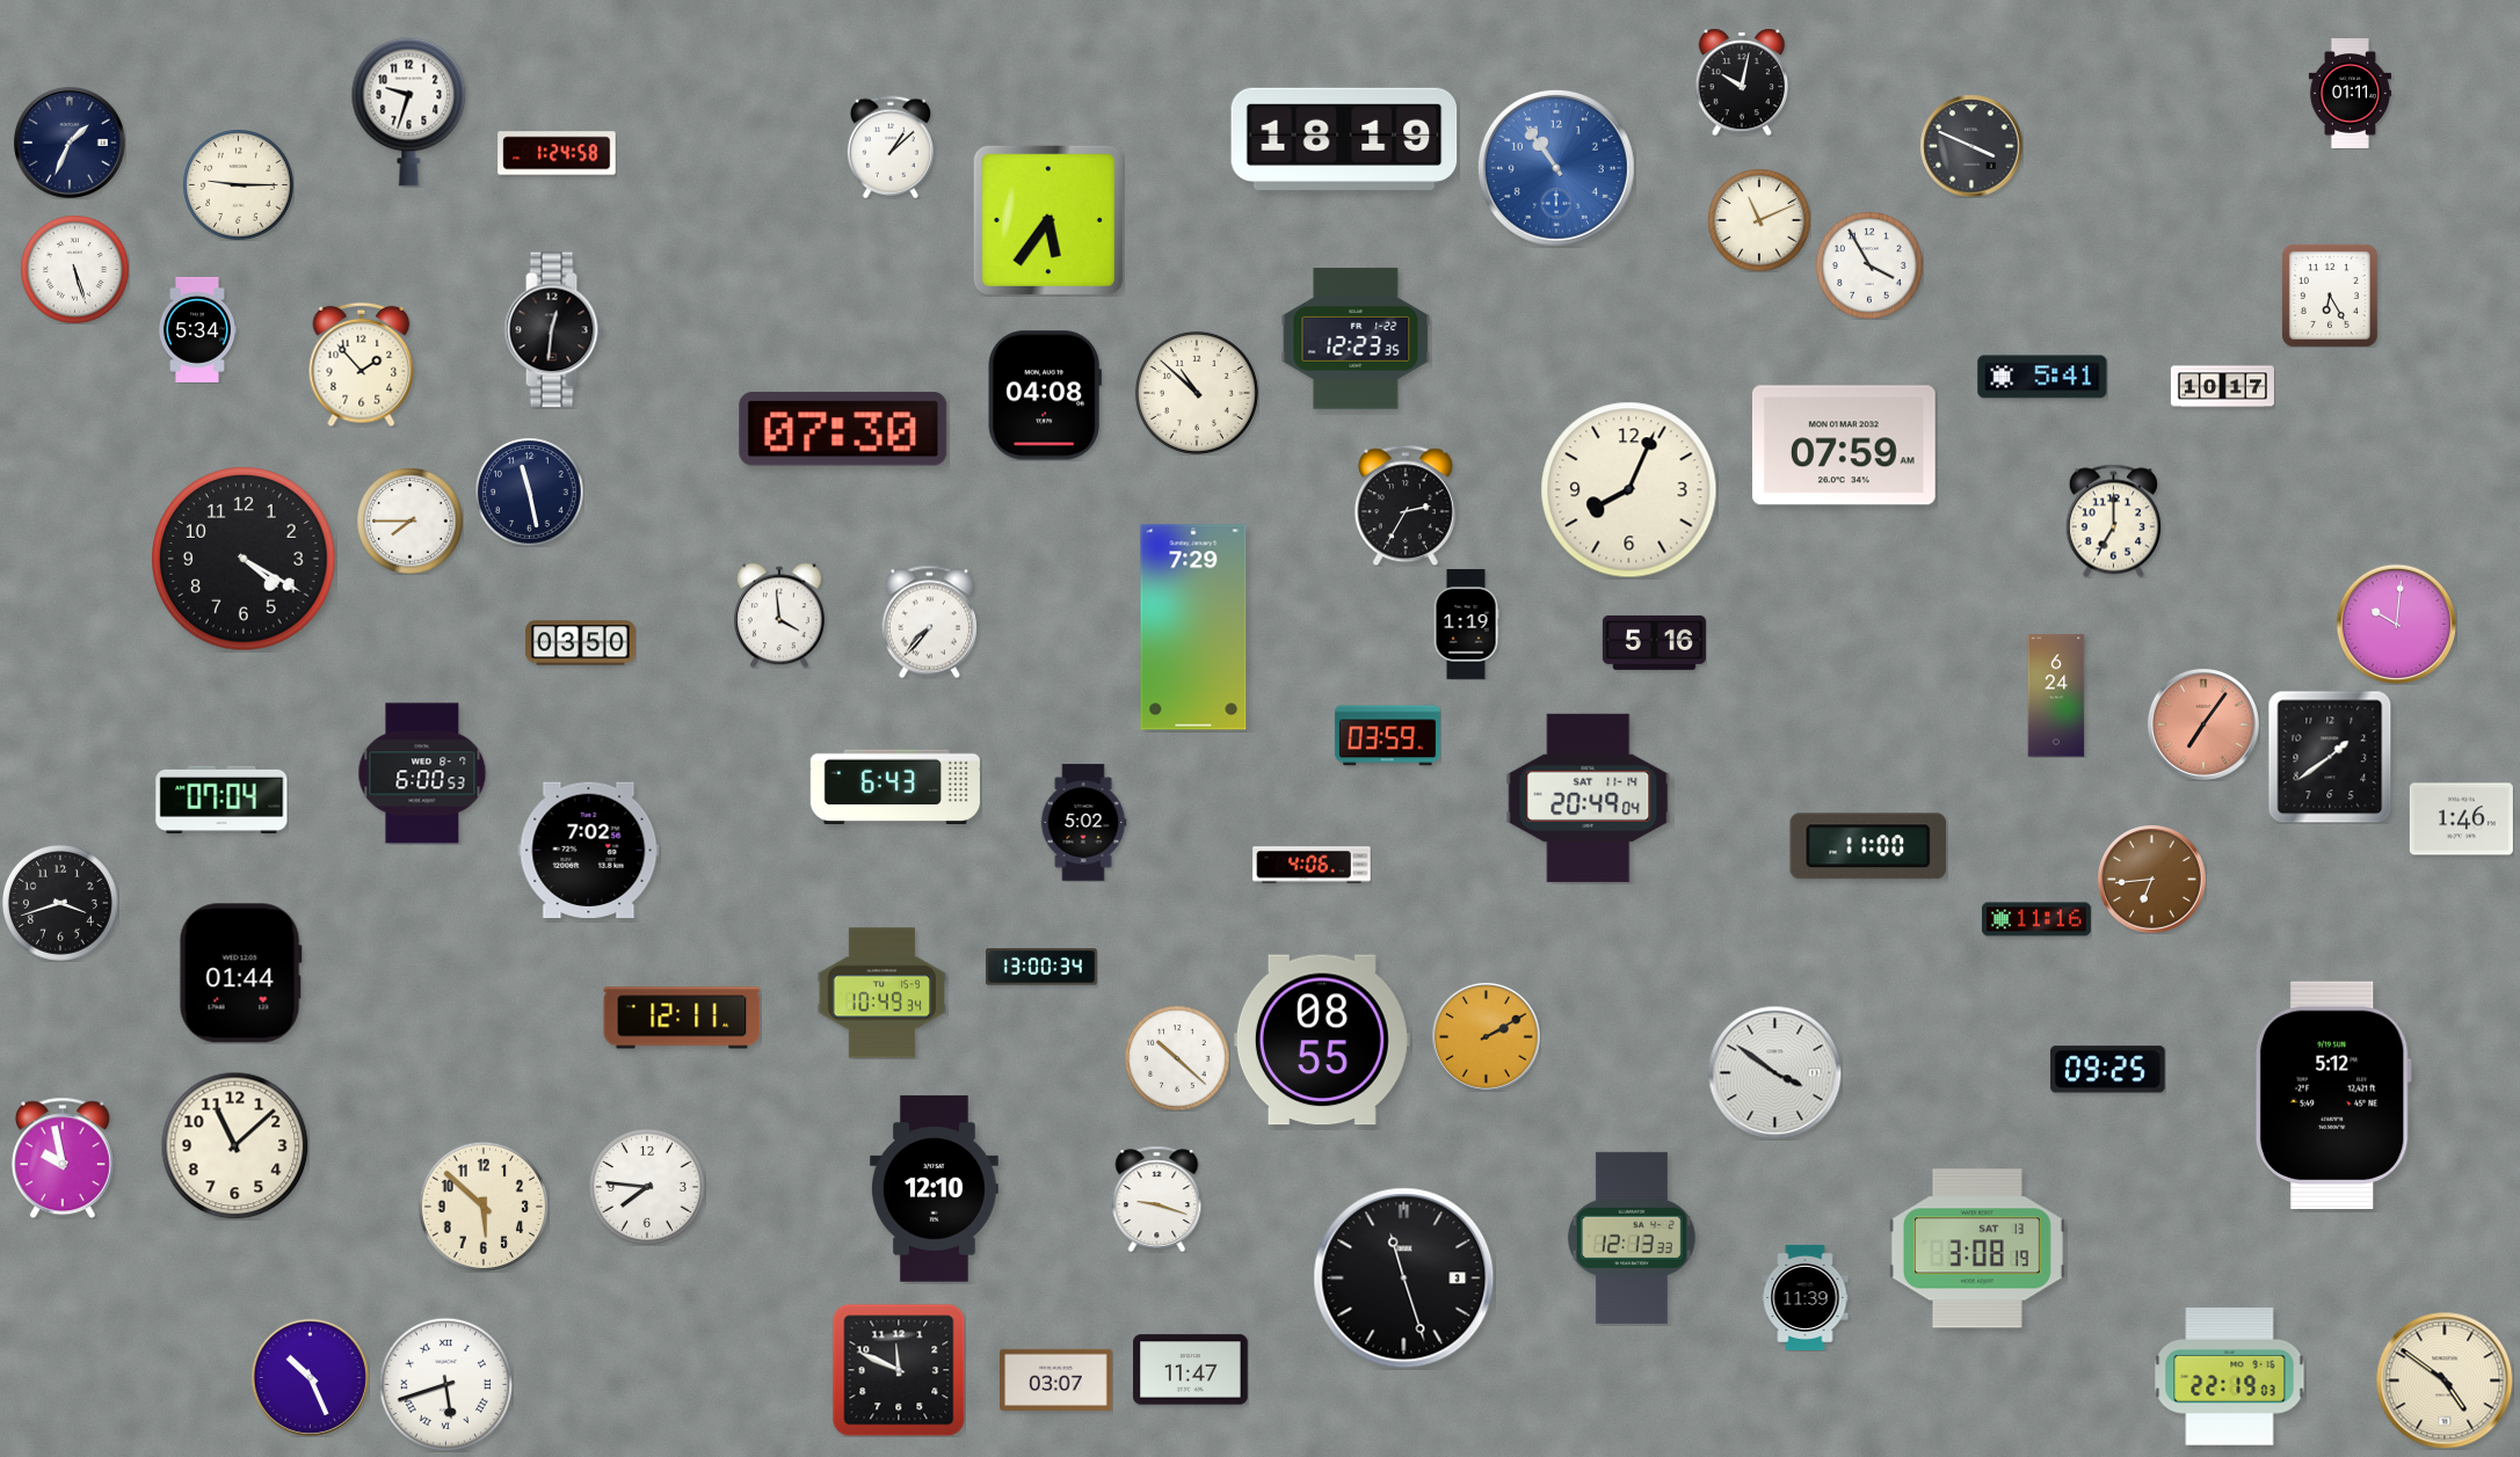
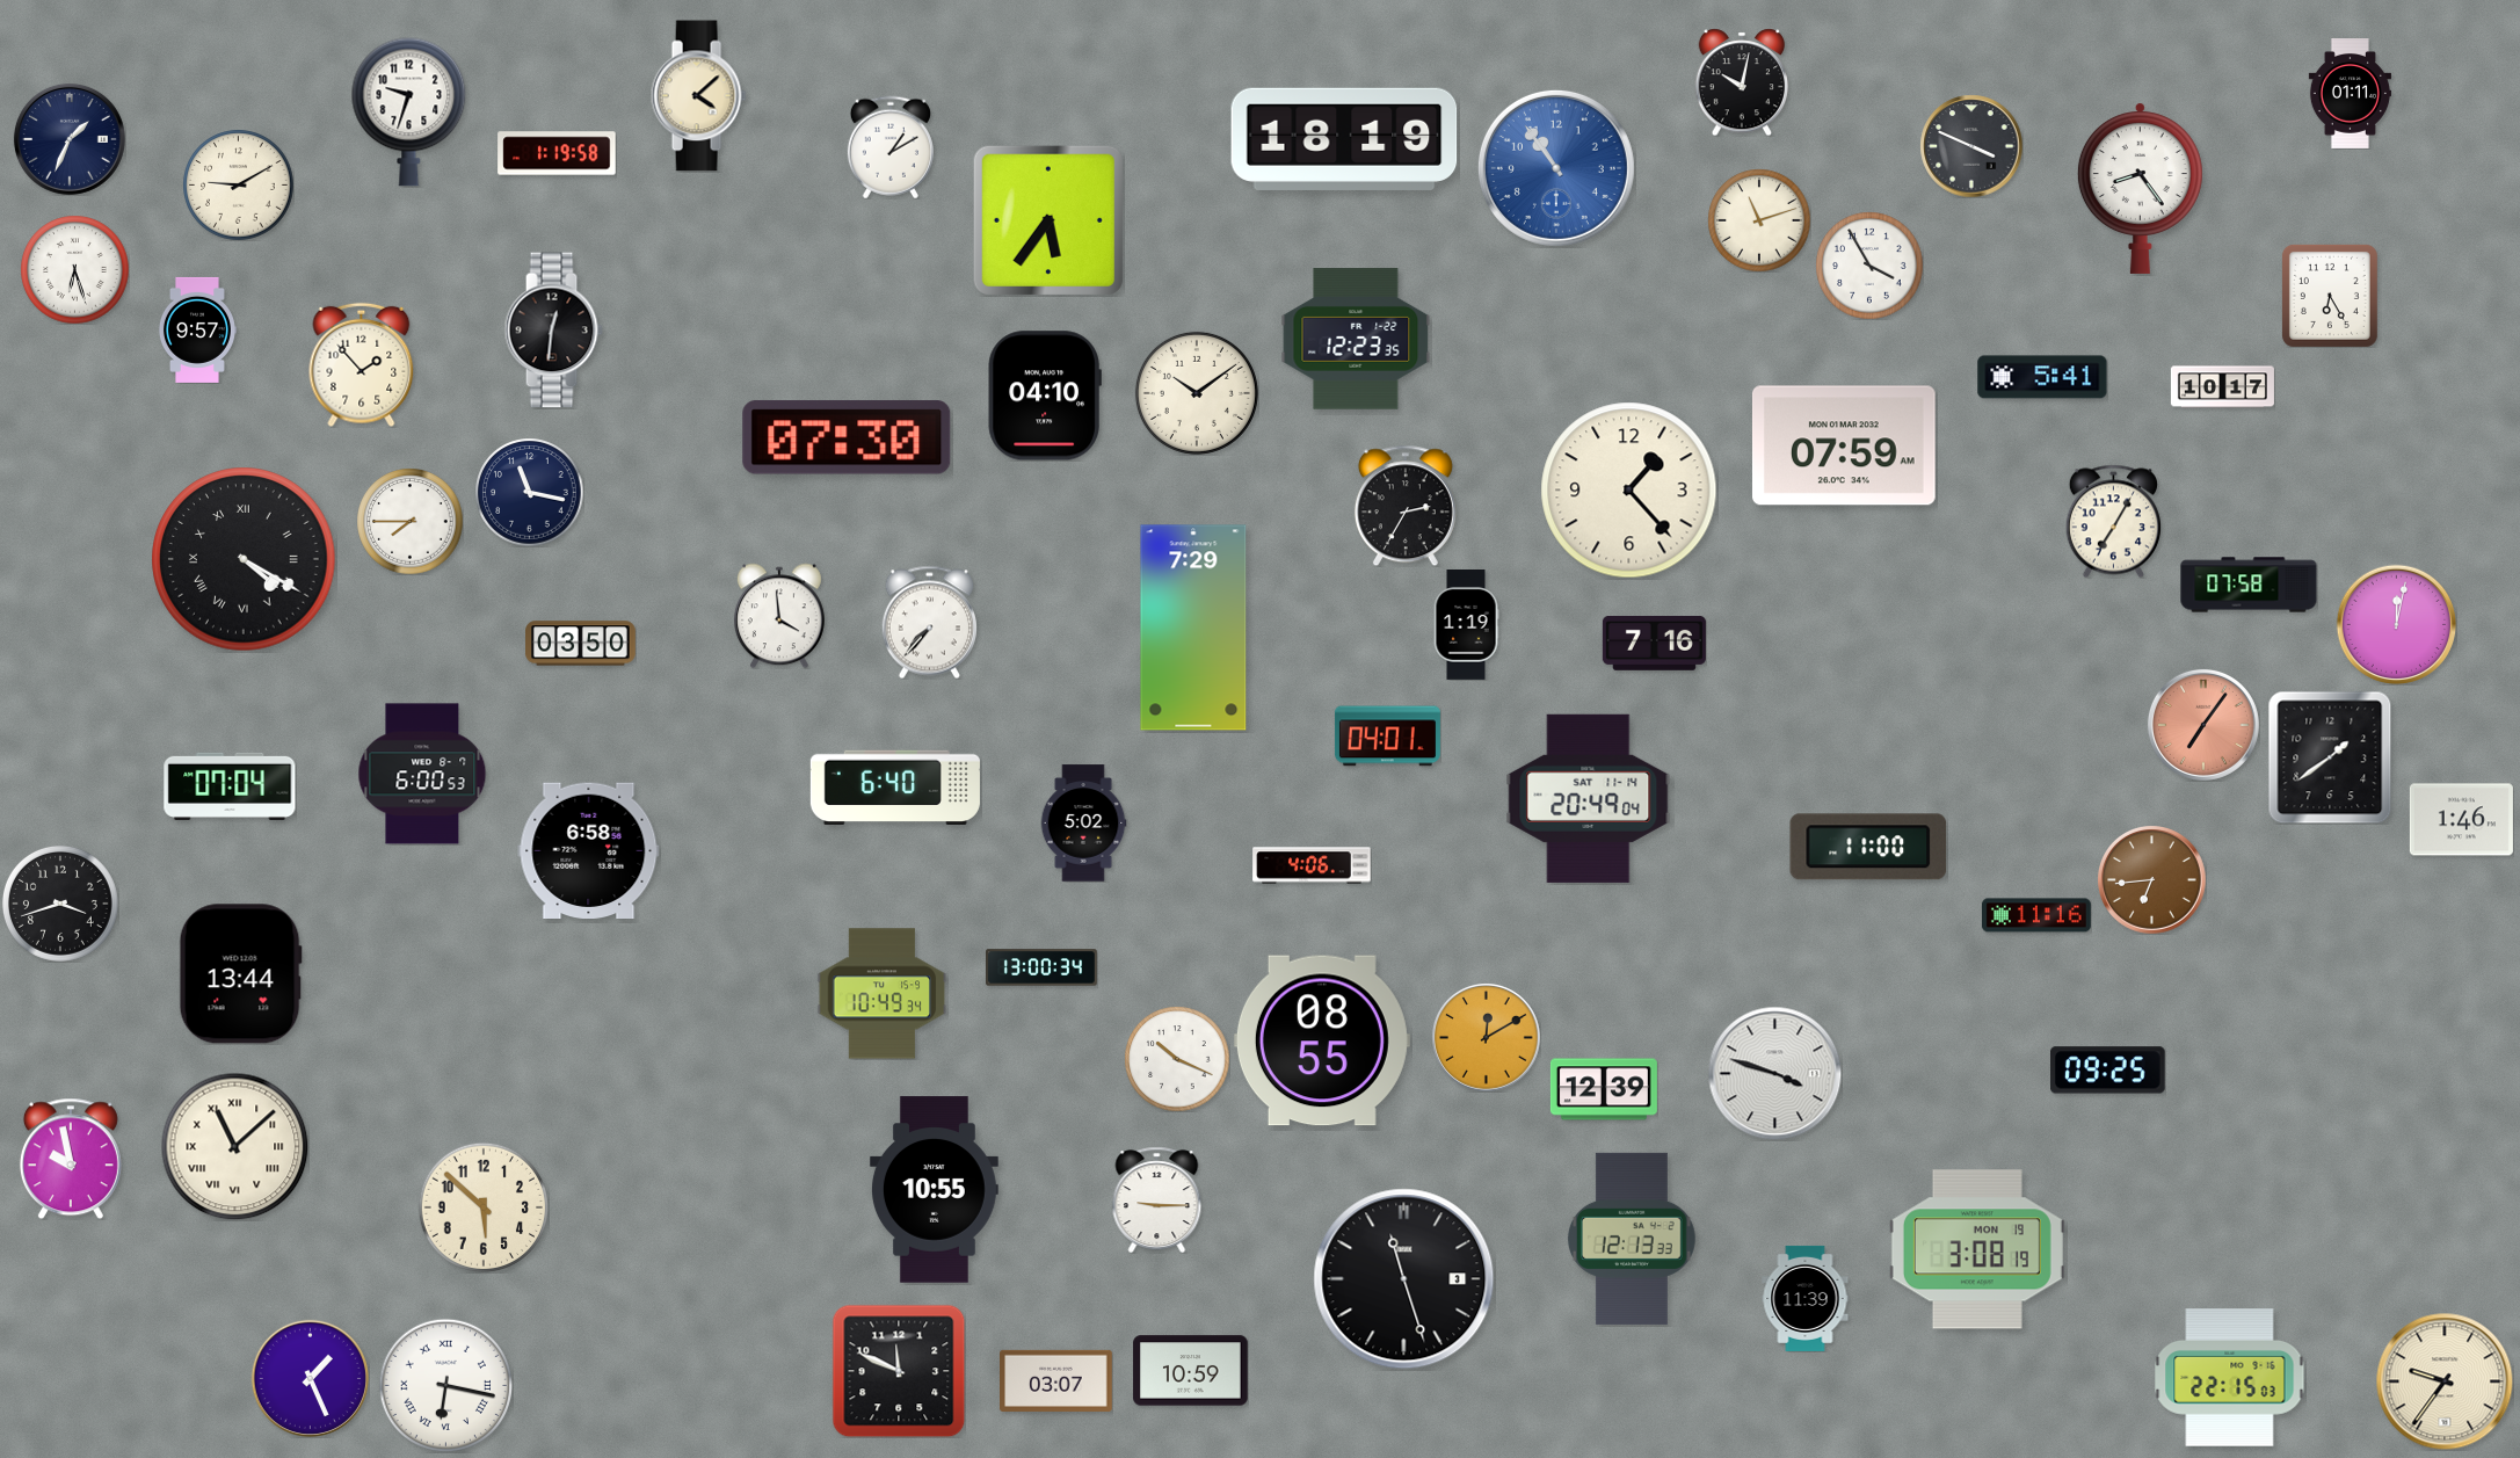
clock at (698, 96): none -> 4:08
clock at (70, 143) position: (70, 143) -> (70, 139)
clock at (891, 147): 1:08 -> 1:10
clock at (557, 153): 1:24 -> 1:19
clock at (238, 184): 9:15 -> 9:10
clock at (2140, 188): none -> 8:24
clock at (1759, 220): 11:11 -> 11:12
clock at (74, 269): 5:27 -> 6:27
clock at (197, 329): 5:34 -> 9:57
clock at (1197, 393): 10:52 -> 10:09
clock at (1045, 395): 04:08 -> 04:10
clock at (843, 429) position: (843, 429) -> (847, 437)
clock at (1629, 490): 8:04 -> 1:23
clock at (529, 491): 11:28 -> 11:17
clock at (2113, 520): 7:00 -> 7:05
clock at (244, 559) numerals: Arabic -> Roman
clock at (2249, 585): none -> 07:58
clock at (2396, 624): 10:01 -> 12:02
clock at (1654, 642): 5:16 -> 7:16
clock at (2056, 695): 6:24 -> none
clock at (1387, 736): 03:59 -> 04:01
clock at (895, 786): 6:43 -> 6:40
clock at (222, 800) position: (222, 800) -> (230, 786)
clock at (589, 850): 7:02 -> 6:58
clock at (2036, 919) position: (2036, 919) -> (2036, 915)
clock at (240, 974): 01:44 -> 13:44
clock at (682, 1018): 12:11 -> none
clock at (1487, 1037): 2:10 -> 12:10
clock at (1177, 1058): 10:22 -> 10:19
clock at (1774, 1072): 3:51 -> 3:48
clock at (1604, 1089): none -> 12:39
clock at (2333, 1094): 5:12 -> none
clock at (234, 1145) numerals: Arabic -> Roman
clock at (63, 1158) position: (63, 1158) -> (71, 1159)
clock at (647, 1187): 7:46 -> none
clock at (934, 1189): 12:10 -> 10:55
clock at (1157, 1199): 9:18 -> 9:15
clock at (1977, 1248) date: SAT 13 -> MON 19
clock at (1191, 1370): 11:47 -> 10:59
clock at (310, 1377): 10:26 -> 1:26
clock at (2230, 1377): 22:19 -> 22:15
clock at (2445, 1380): 4:51 -> 9:36
clock at (445, 1384): 5:42 -> 6:17
